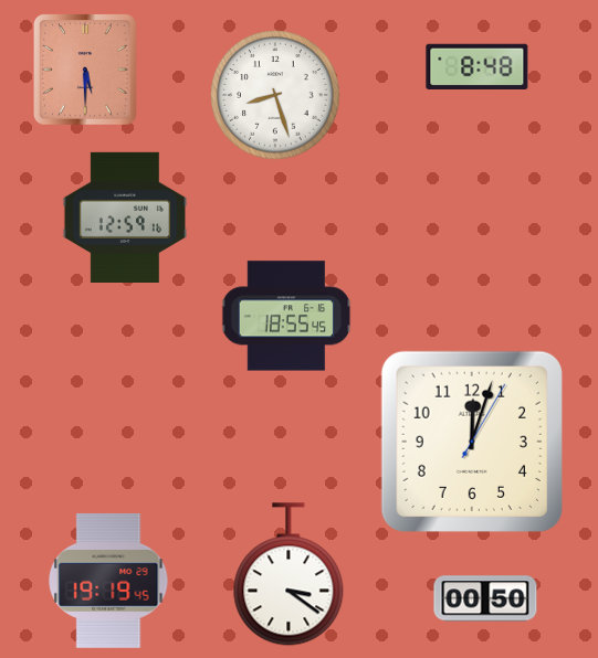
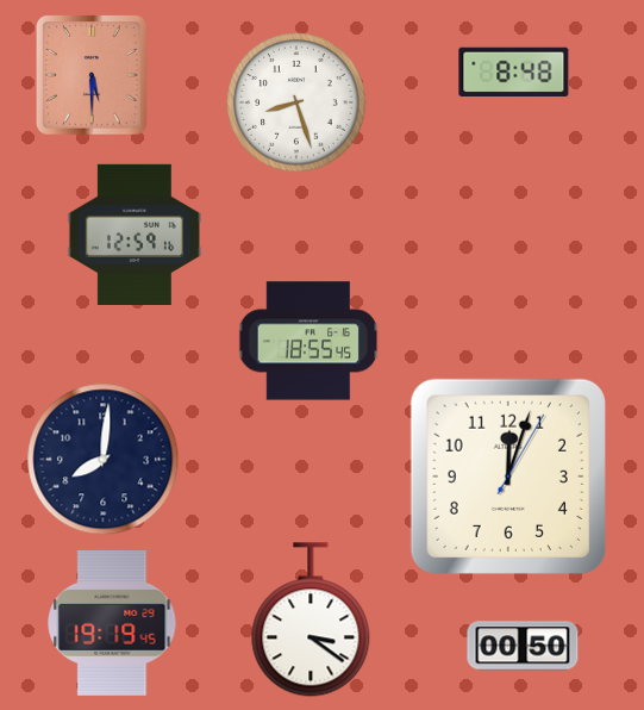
clock at (104, 460): none -> 8:01
clock at (108, 581) position: (108, 581) -> (112, 623)
